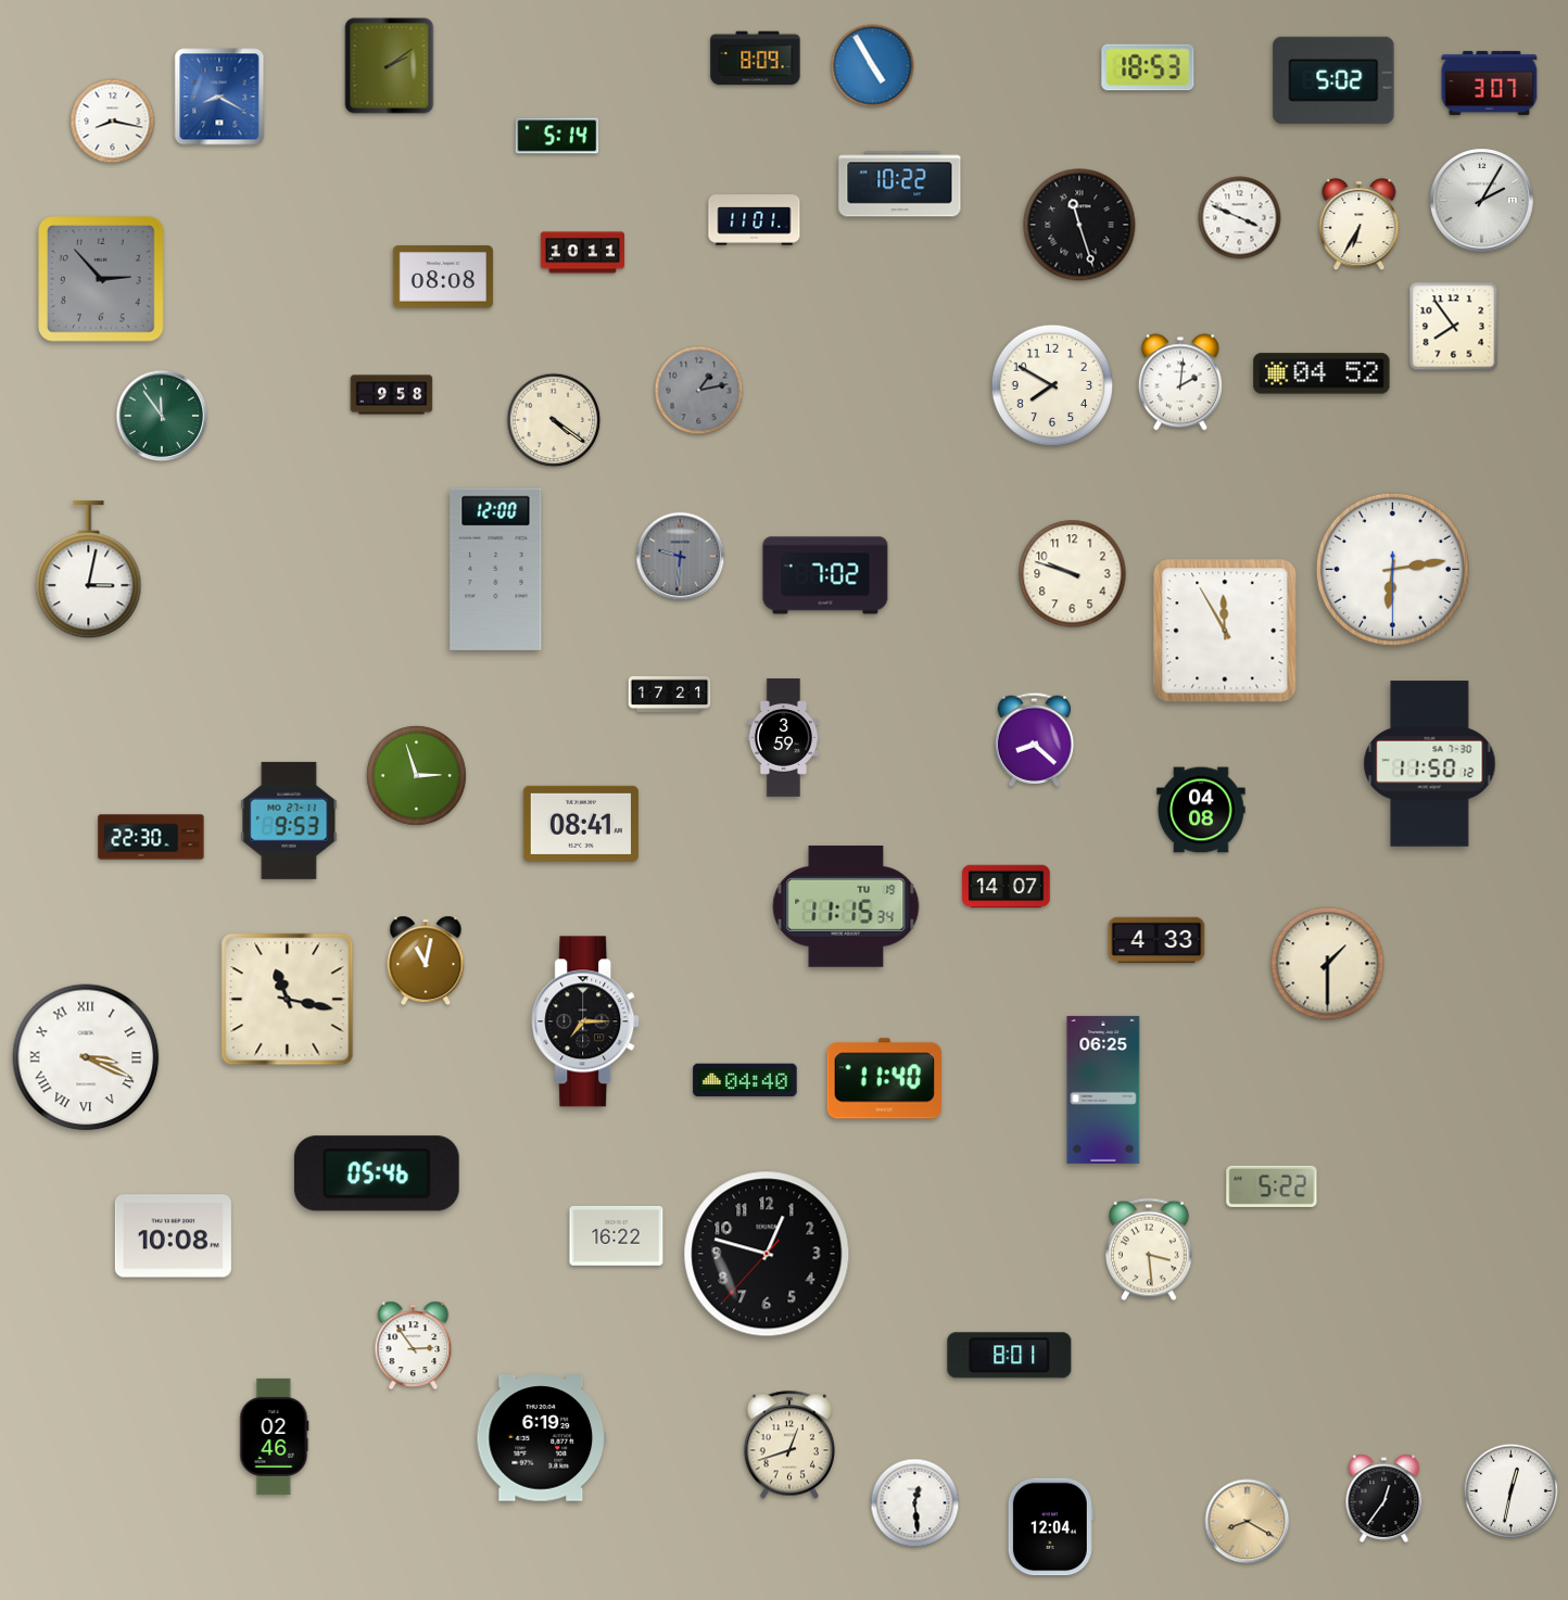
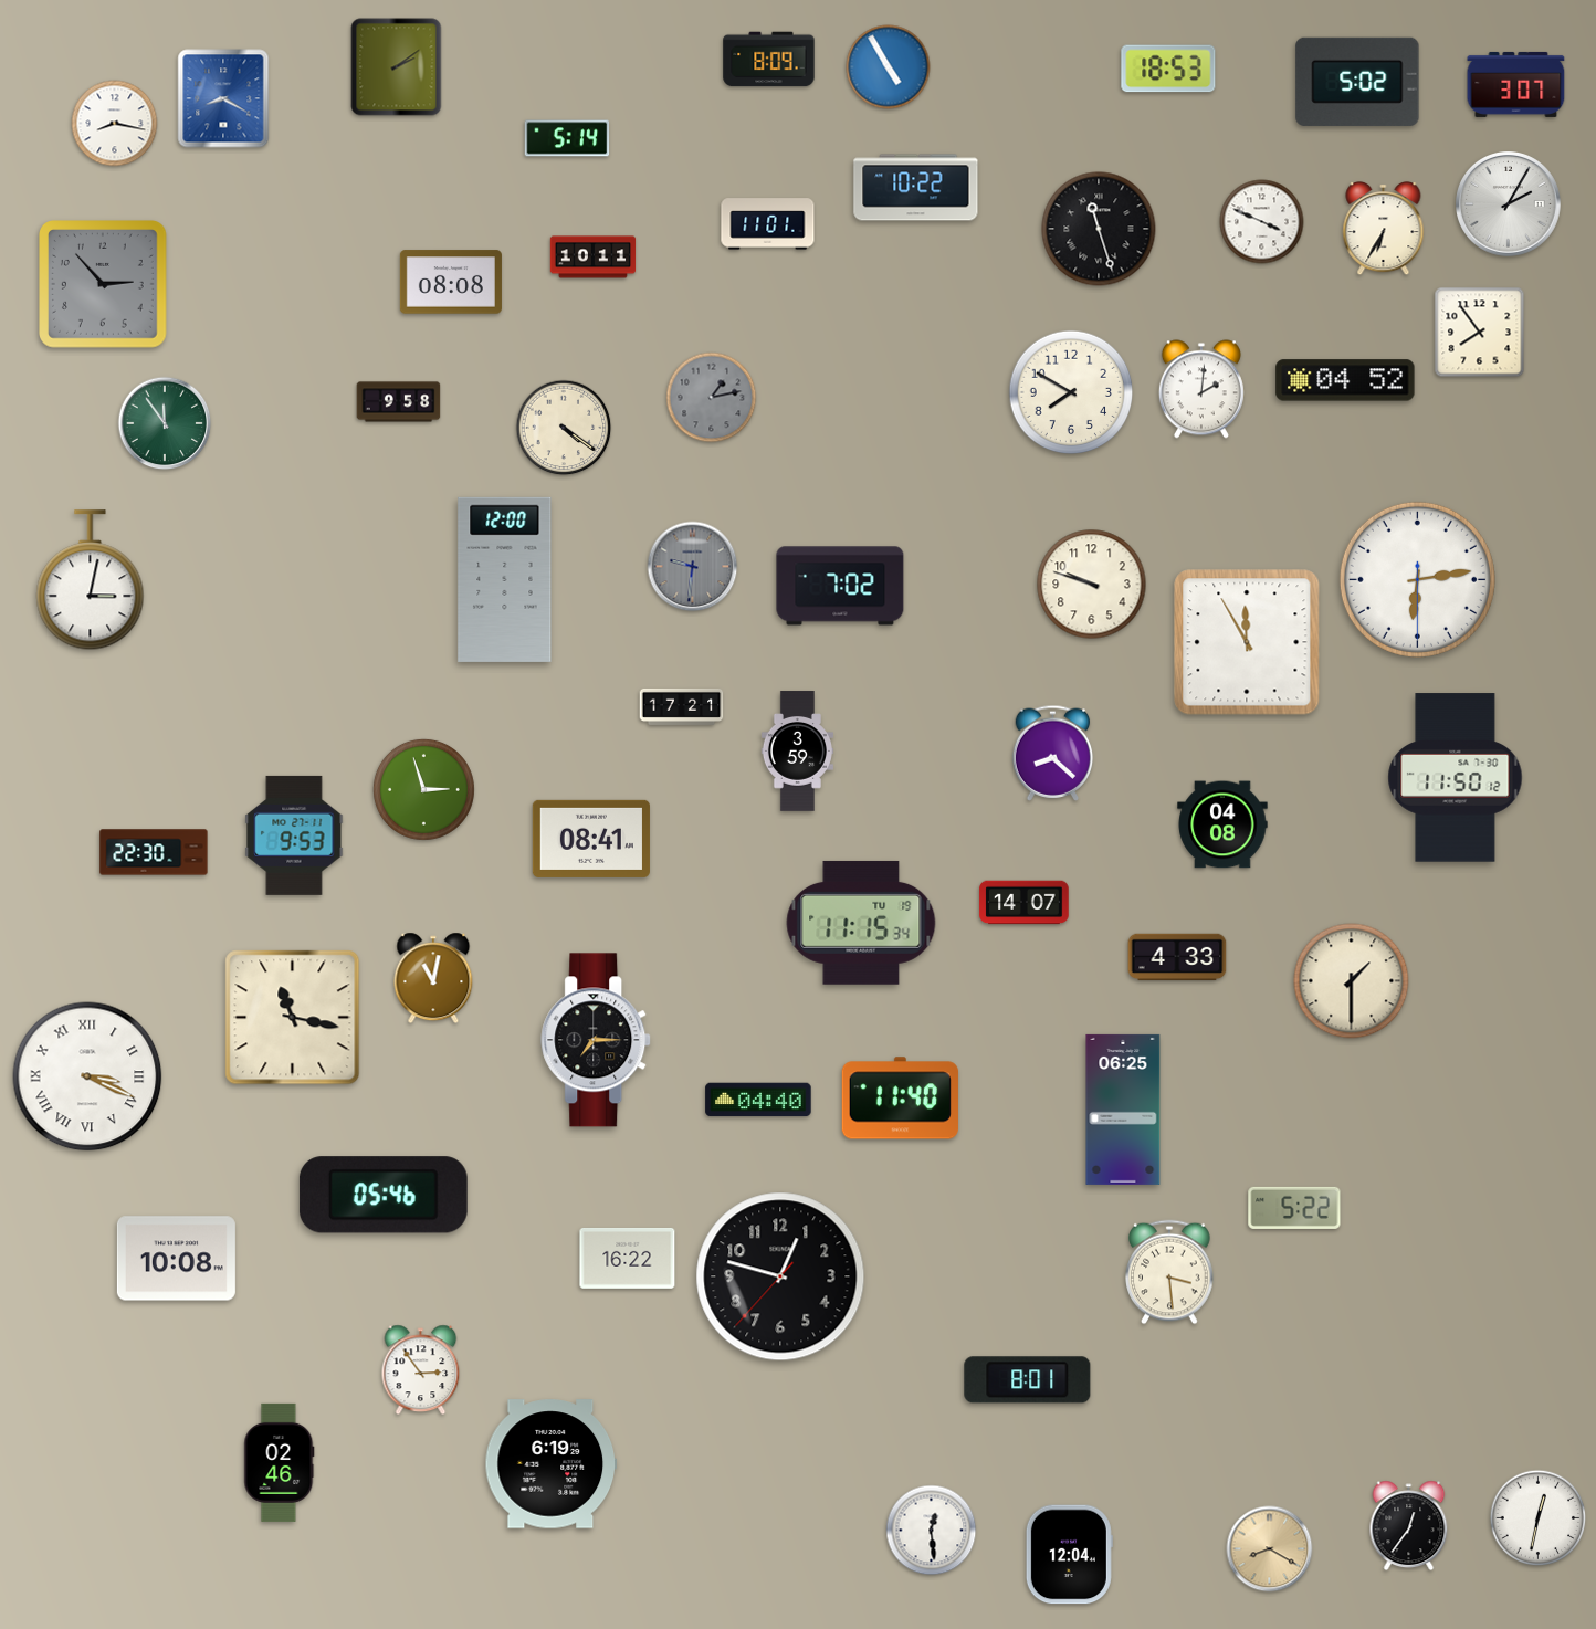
clock at (789, 1445): 12:42 -> none
